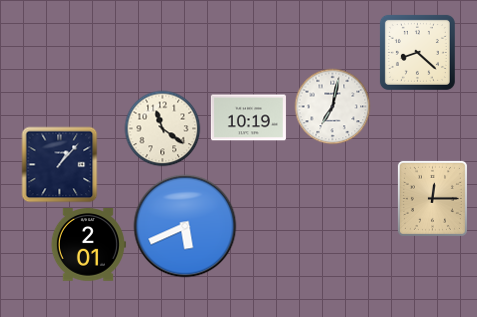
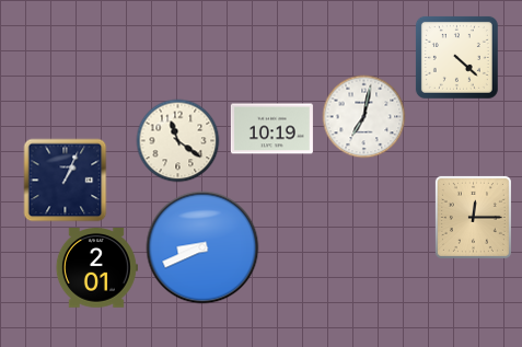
clock at (417, 52): 8:22 -> 4:22
clock at (60, 165): 1:07 -> 1:04
clock at (185, 226): 5:41 -> 8:41
